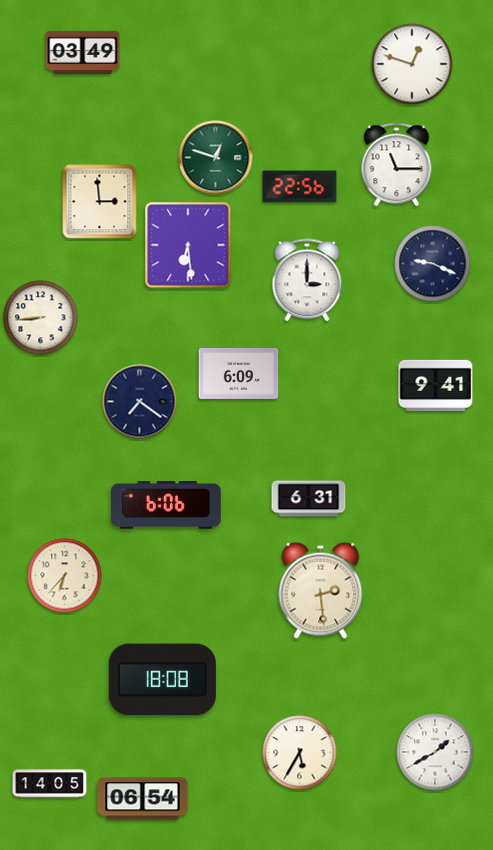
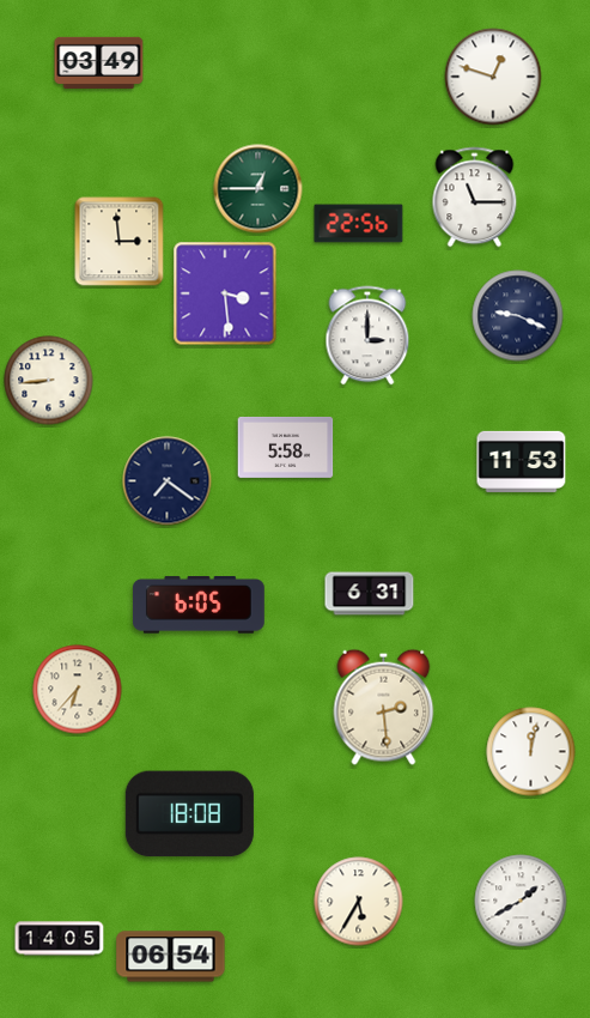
clock at (216, 158): 12:48 -> 12:45
clock at (188, 245): 6:29 -> 3:29
clock at (239, 373): 6:09 -> 5:58
clock at (436, 385): 9:41 -> 11:53
clock at (309, 499) position: (309, 499) -> (370, 594)
clock at (166, 505): 6:06 -> 6:05
clock at (531, 752): none -> 12:02
clock at (162, 680) position: (162, 680) -> (189, 814)
